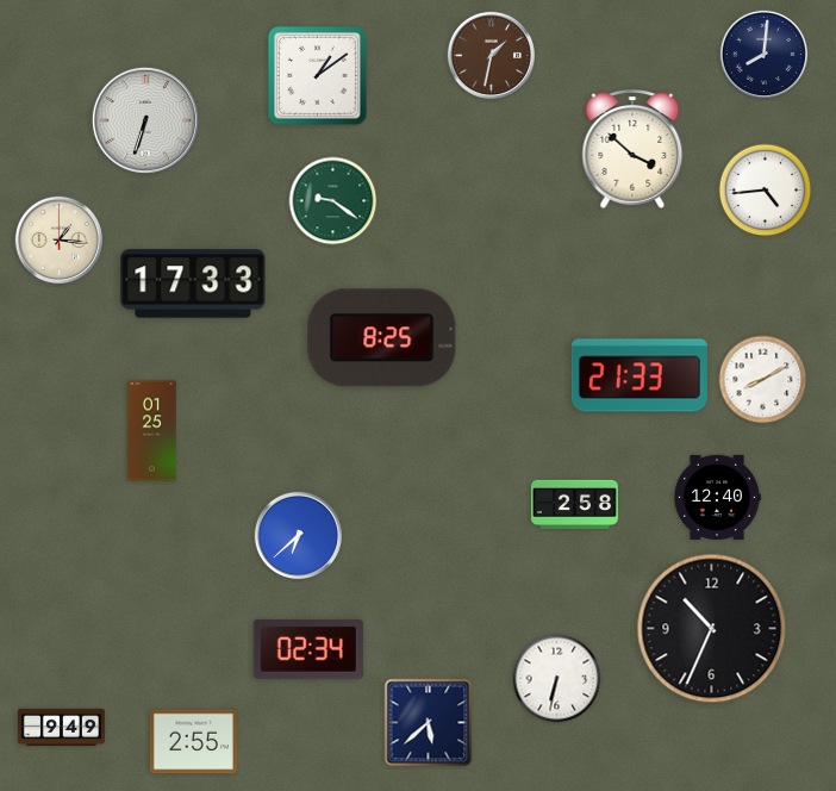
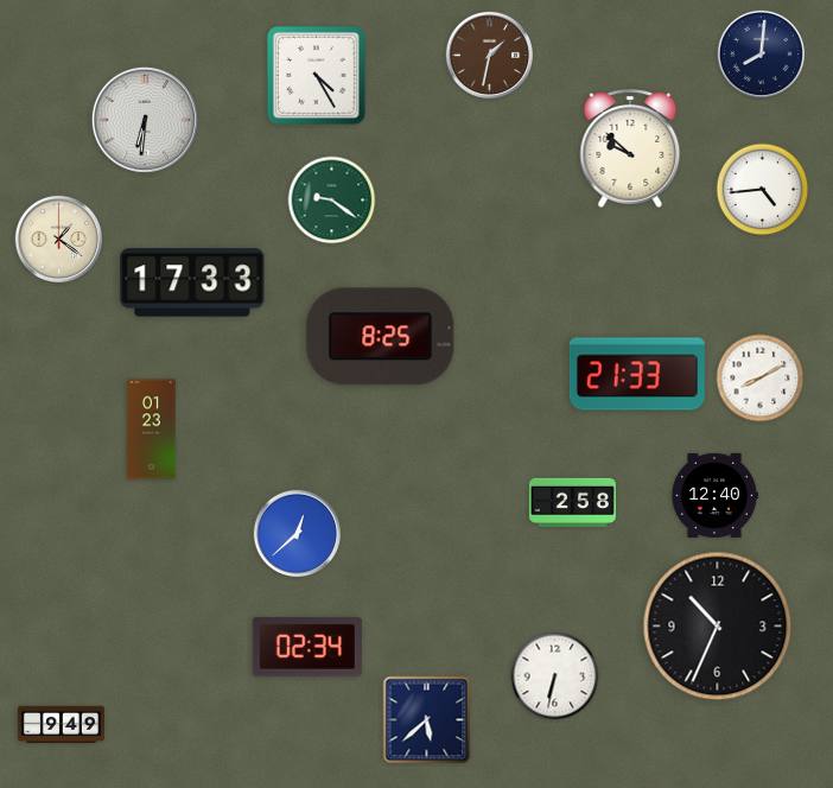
clock at (317, 75): 1:09 -> 4:25
clock at (145, 120): 6:33 -> 6:31
clock at (632, 149): 3:52 -> 9:52
clock at (58, 239): 1:16 -> 1:21
clock at (152, 431): 01:25 -> 01:23
clock at (298, 535): 6:38 -> 12:38
clock at (712, 629) position: (712, 629) -> (718, 627)
clock at (193, 742): 2:55 -> none
